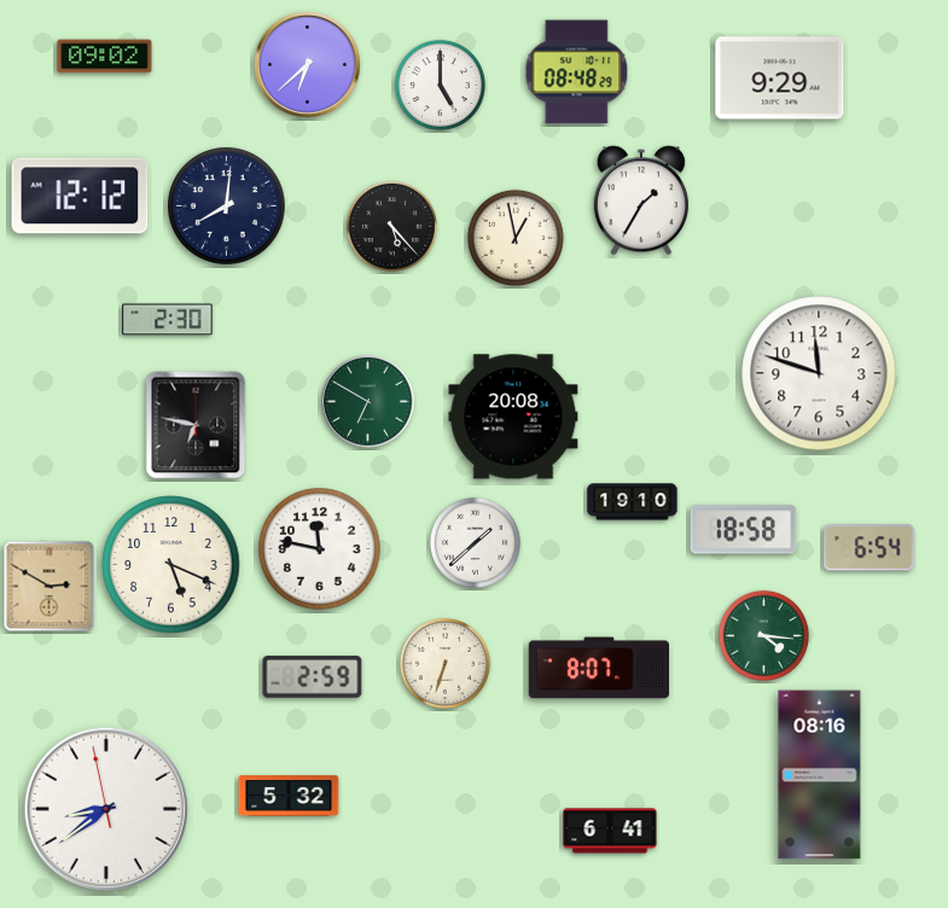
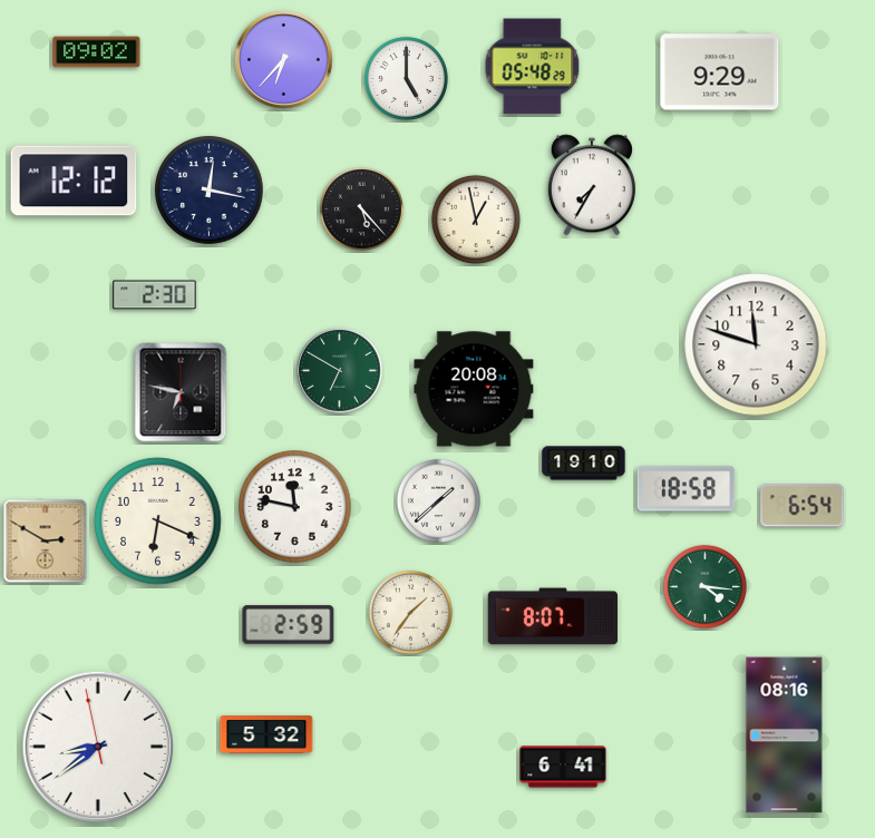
clock at (307, 64): 6:38 -> 6:37
clock at (577, 72): 08:48 -> 05:48
clock at (641, 200): 1:35 -> 7:35
clock at (227, 206): 8:01 -> 12:17
clock at (513, 417) position: (513, 417) -> (474, 389)
clock at (171, 565): 5:19 -> 6:19
clock at (444, 663): 6:33 -> 1:36
clock at (820, 775) position: (820, 775) -> (785, 735)
